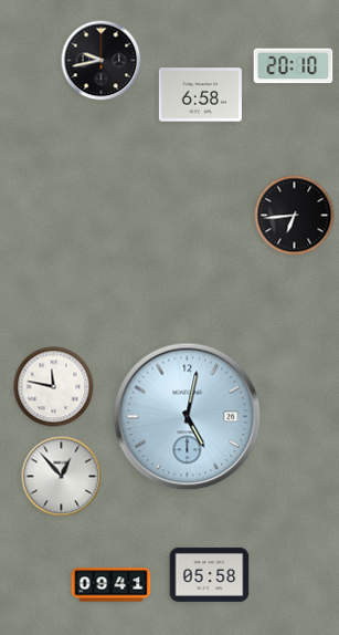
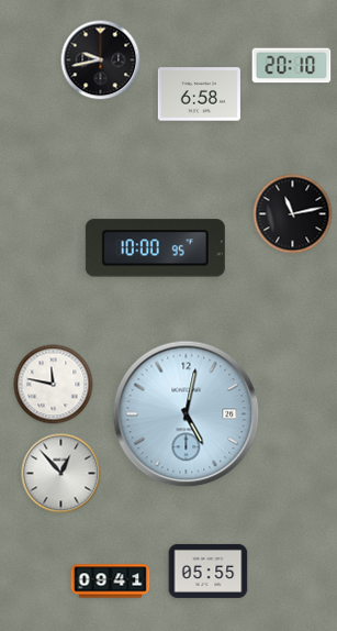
clock at (295, 216): 6:44 -> 11:13
clock at (155, 248): none -> 10:00
clock at (210, 574): 05:58 -> 05:55
